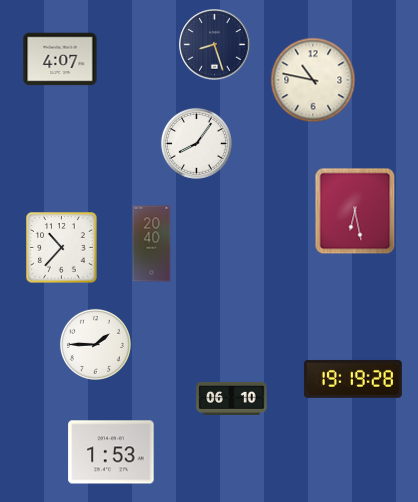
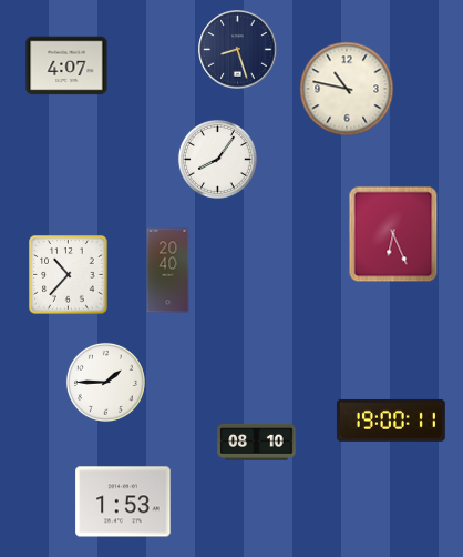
clock at (355, 211): 6:28 -> 6:26
clock at (353, 379): 19:19 -> 19:00
clock at (232, 398): 06:10 -> 08:10
